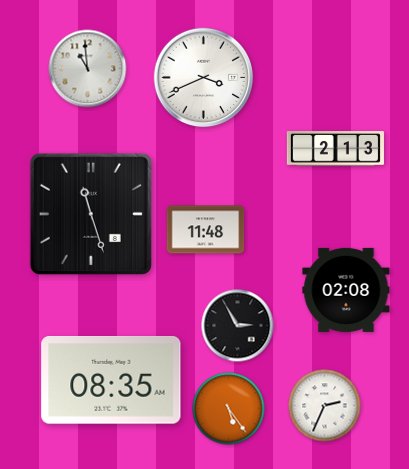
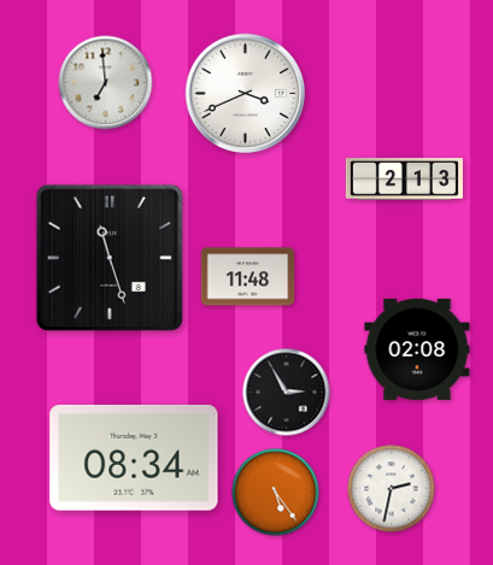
clock at (88, 69): 10:59 -> 6:59
clock at (111, 380): 08:35 -> 08:34
clock at (325, 406): 2:34 -> 2:32
